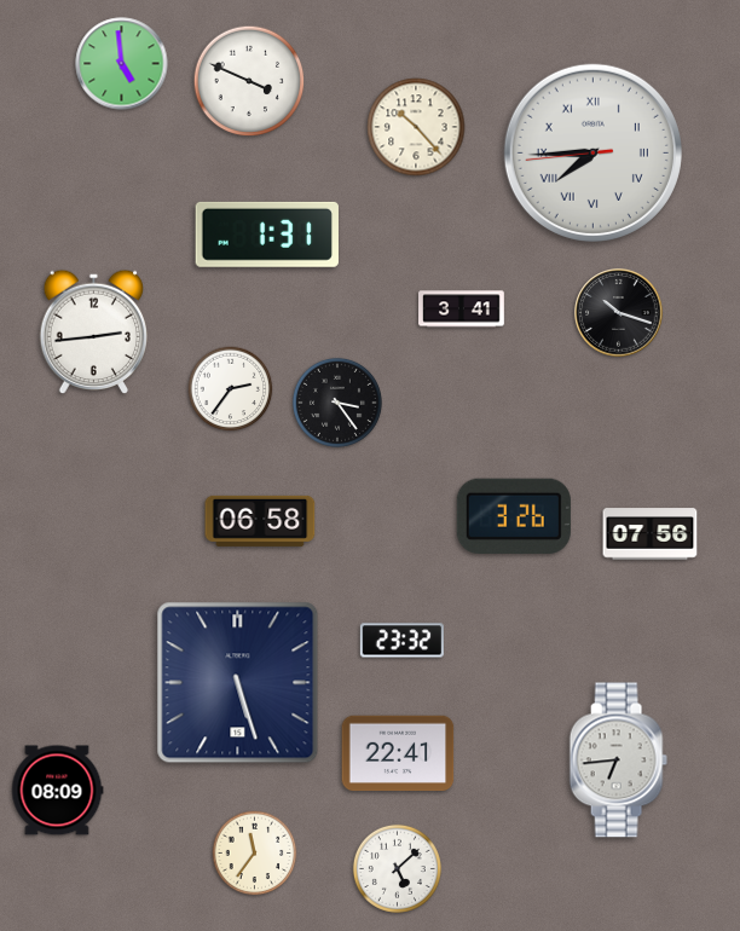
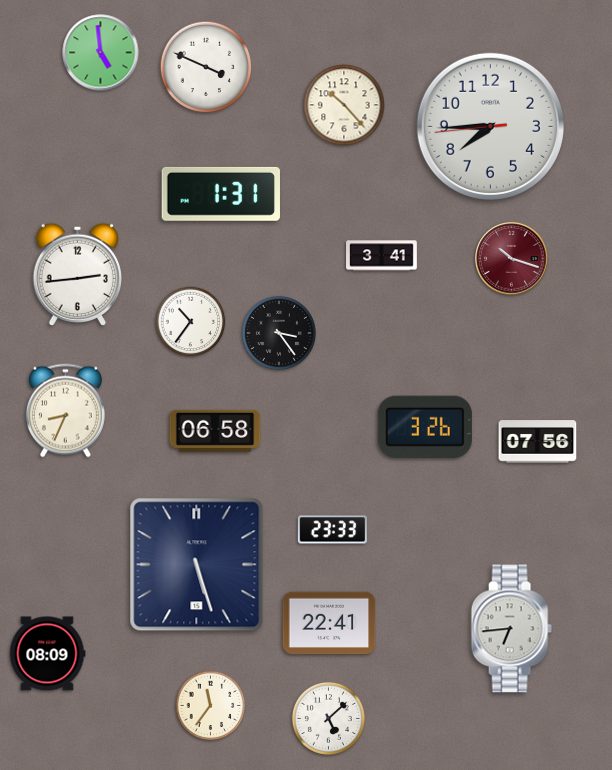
clock at (592, 152) numerals: Roman -> Arabic
clock at (619, 313) dial: black -> burgundy
clock at (231, 389): 2:36 -> 10:36
clock at (65, 411): none -> 8:34
clock at (401, 641): 23:32 -> 23:33
